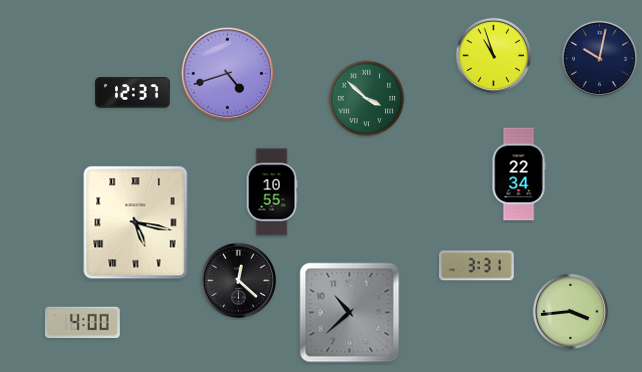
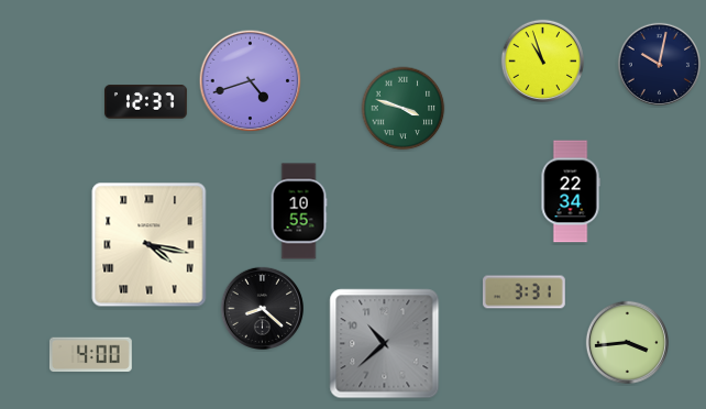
clock at (367, 99): 3:52 -> 3:48
clock at (136, 223): 5:17 -> 4:17
clock at (238, 280): 12:22 -> 8:22
